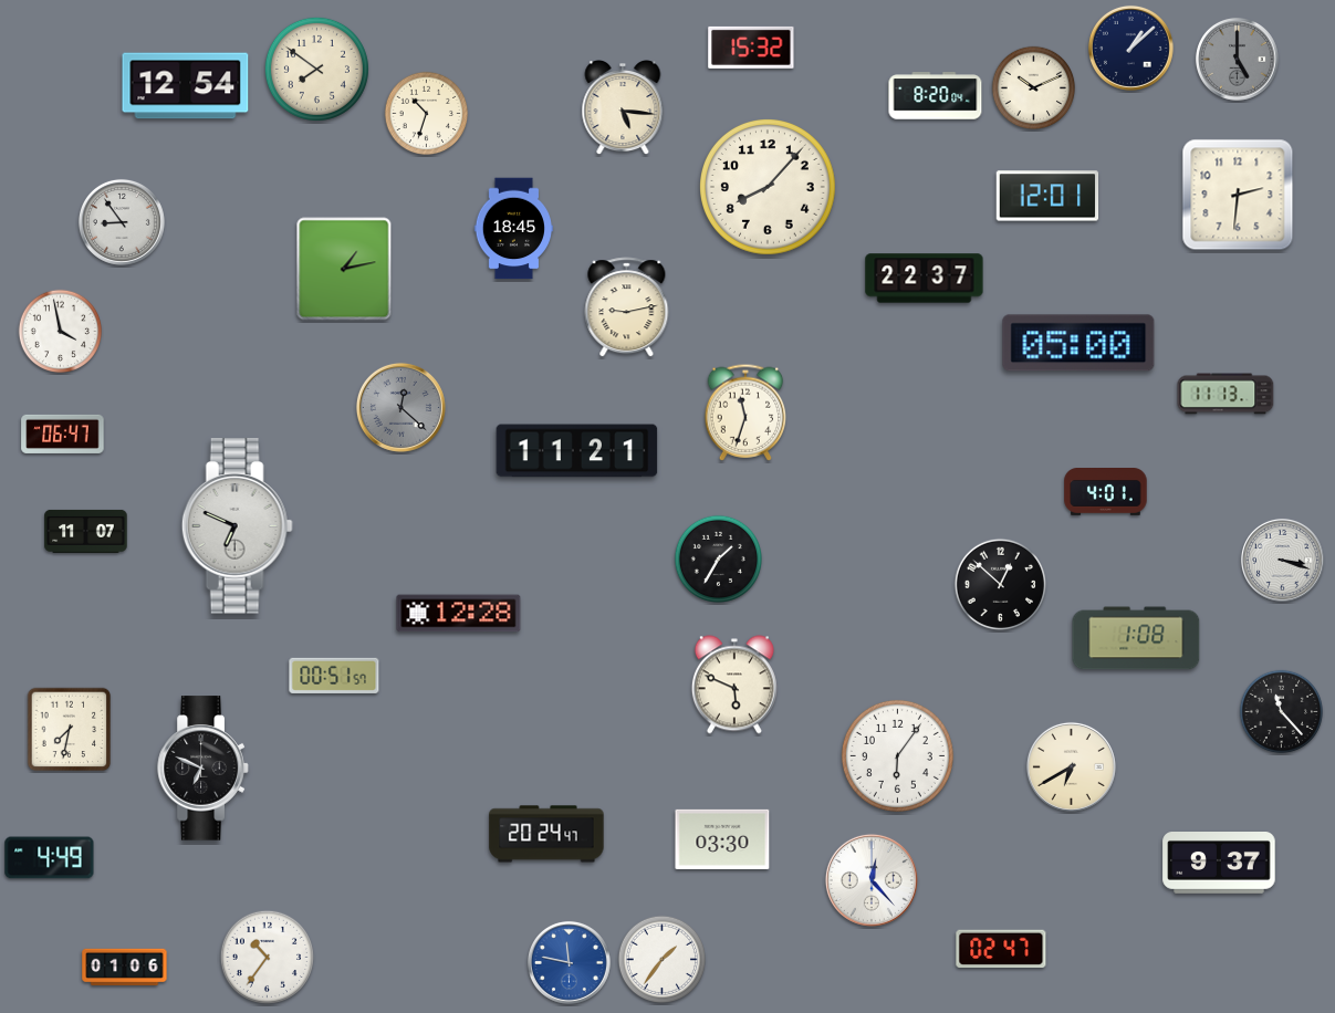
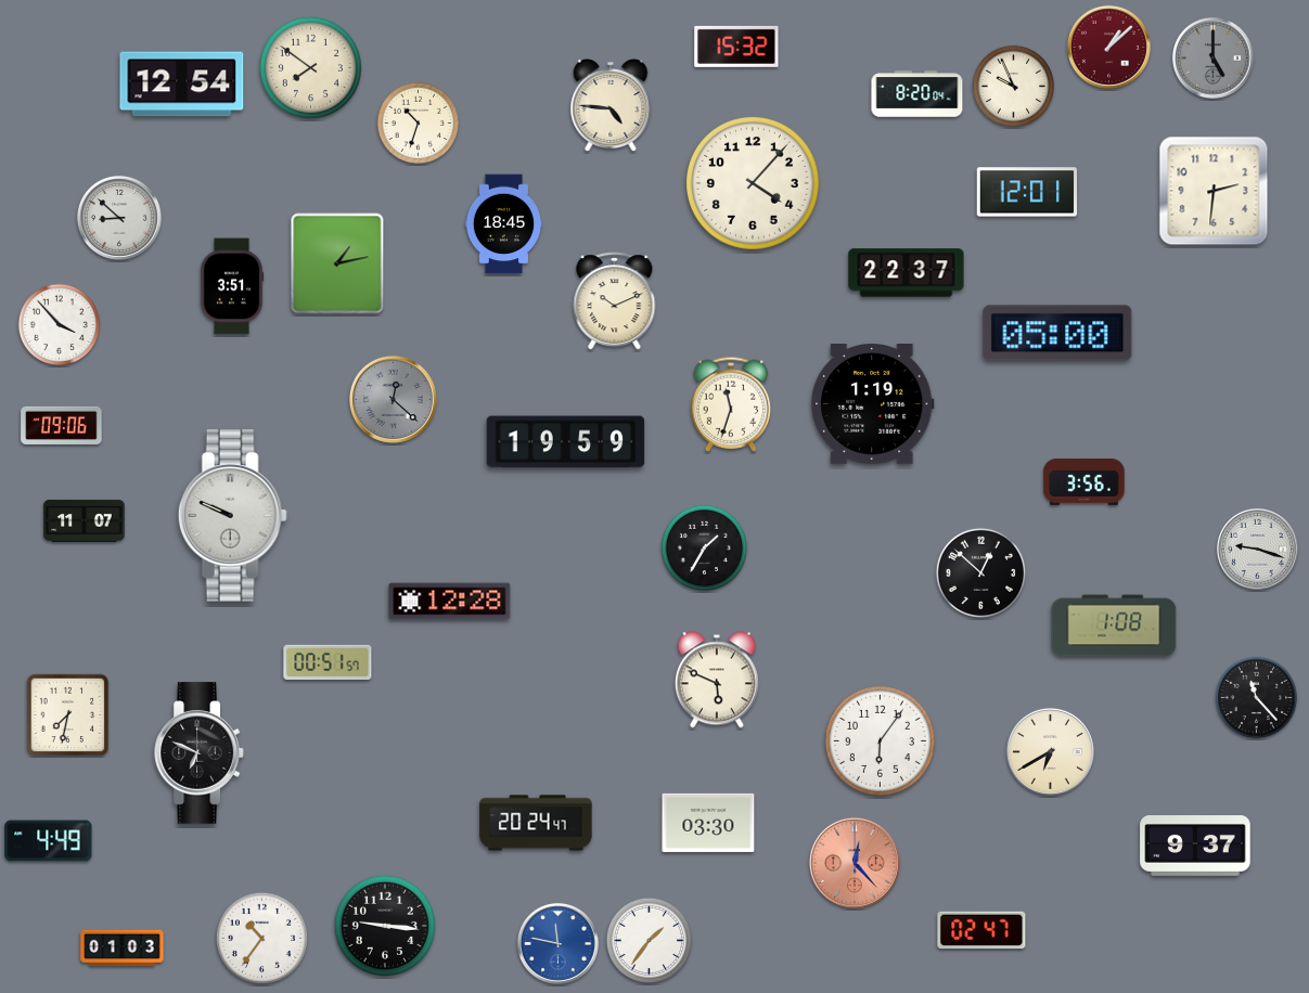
clock at (1130, 48) dial: navy -> burgundy
clock at (1034, 88): 10:11 -> 9:56
clock at (623, 108): 5:16 -> 4:46
clock at (427, 114) position: (427, 114) -> (419, 124)
clock at (769, 188): 8:07 -> 4:07
clock at (122, 222): 8:54 -> 8:52
clock at (232, 286): none -> 3:51
clock at (627, 307): 9:13 -> 10:11
clock at (61, 332): 3:58 -> 3:53
clock at (1078, 343) position: (1078, 343) -> (1057, 333)
clock at (1226, 394): 11:13 -> none
clock at (873, 404): none -> 1:19
clock at (63, 434): 06:47 -> 09:06
clock at (577, 451): 11:21 -> 19:59
clock at (1106, 492): 4:01 -> 3:56
clock at (237, 526): 6:49 -> 9:49
clock at (1282, 560): 3:18 -> 9:18
clock at (734, 685) position: (734, 685) -> (717, 680)
clock at (546, 834) position: (546, 834) -> (536, 823)
clock at (872, 880) dial: white -> salmon
clock at (385, 926): none -> 9:16
clock at (125, 967): 01:06 -> 01:03
